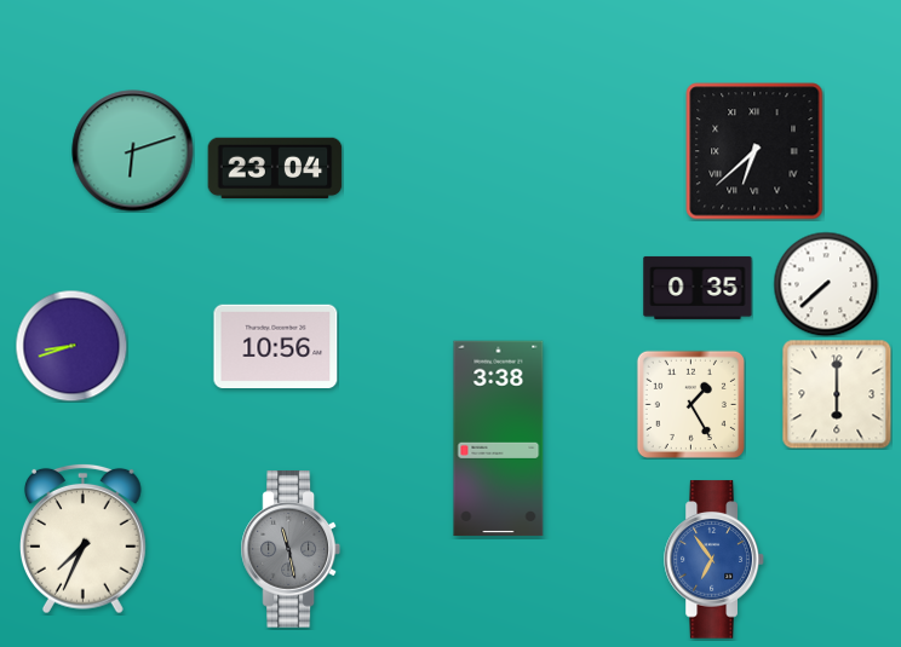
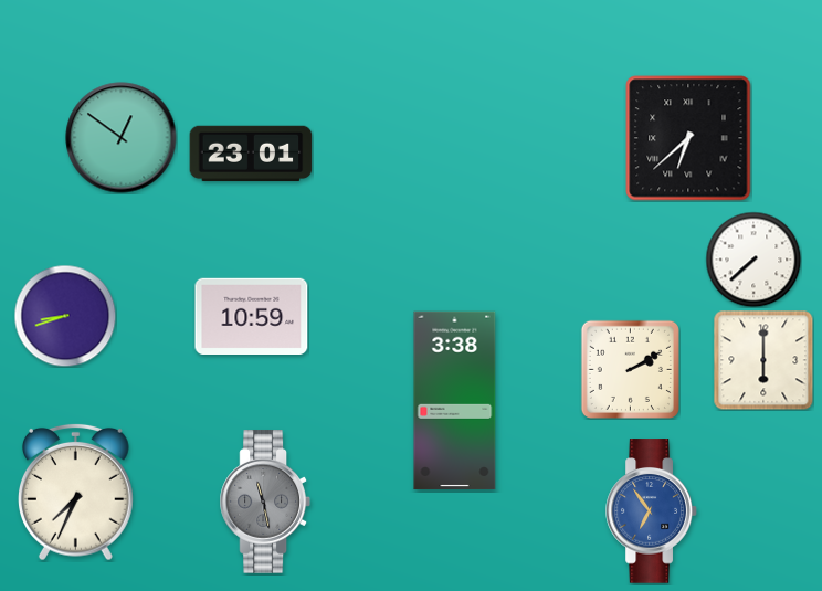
clock at (133, 151): 6:12 -> 12:51
clock at (275, 168): 23:04 -> 23:01
clock at (698, 288): 0:35 -> none
clock at (276, 346): 10:56 -> 10:59
clock at (690, 404): 1:25 -> 2:10
